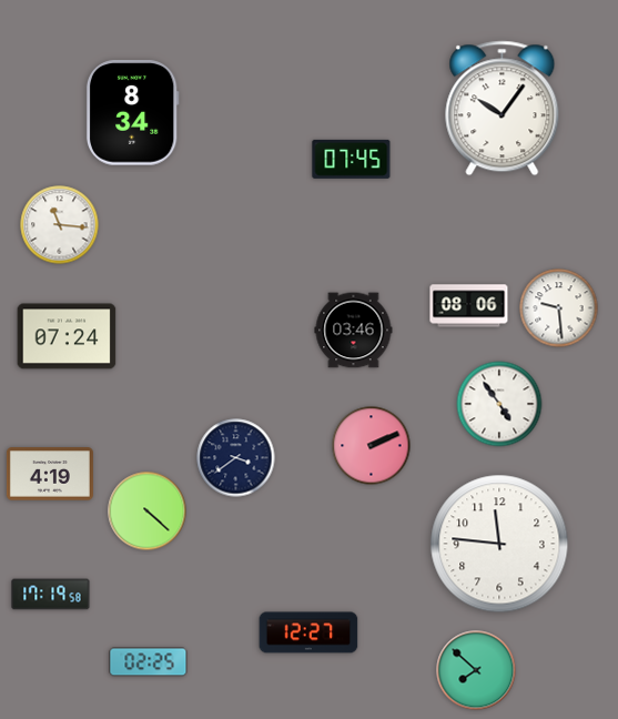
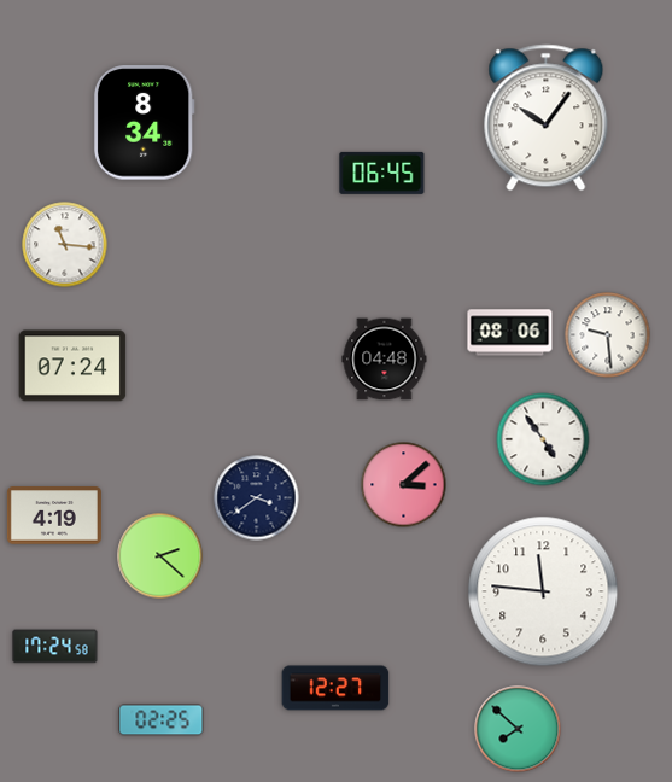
clock at (352, 159): 07:45 -> 06:45
clock at (354, 331): 03:46 -> 04:48
clock at (372, 446): 2:11 -> 3:08
clock at (148, 512): 4:22 -> 2:22
clock at (51, 595): 17:19 -> 17:24
